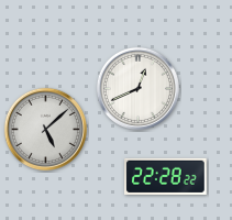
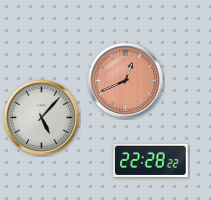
clock at (137, 88) dial: white -> salmon
clock at (45, 129): 5:08 -> 5:07
